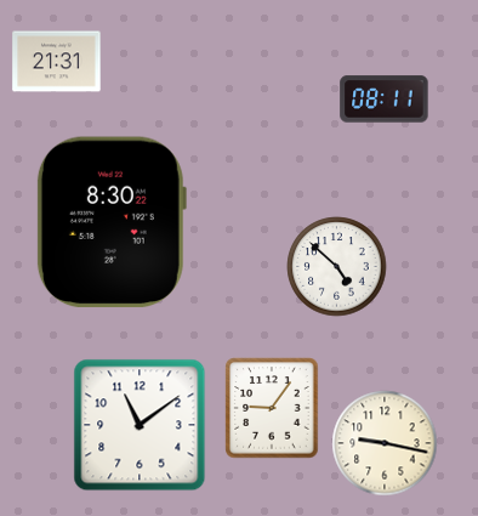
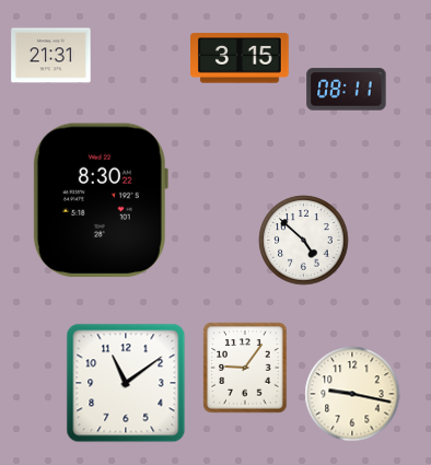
clock at (240, 58): none -> 3:15
clock at (385, 443) position: (385, 443) -> (352, 394)
